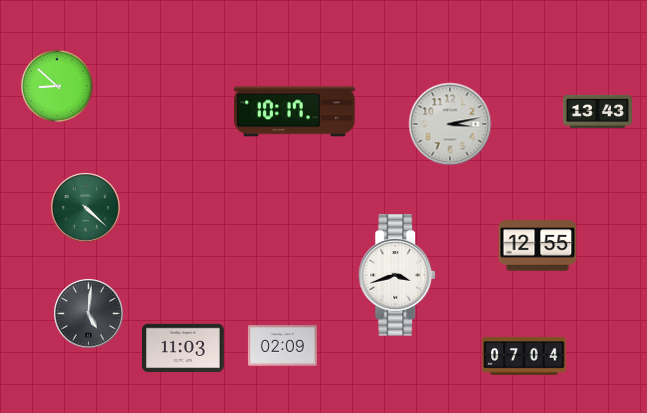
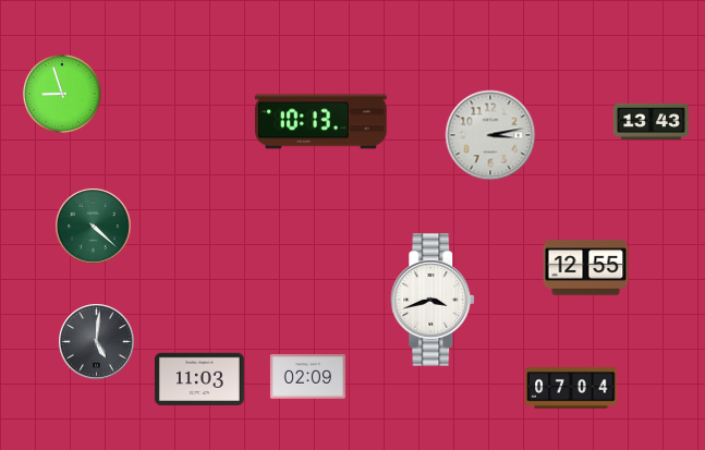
clock at (57, 86): 8:52 -> 8:57
clock at (295, 112): 10:17 -> 10:13
